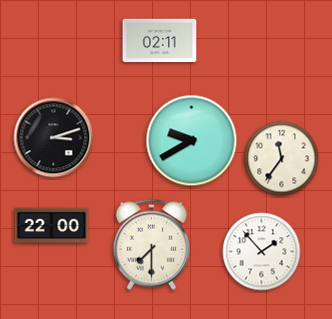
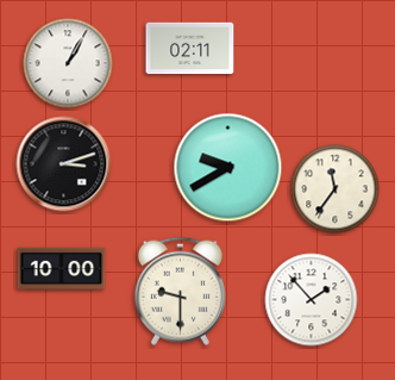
clock at (68, 63): none -> 1:05
clock at (52, 226): 22:00 -> 10:00
clock at (151, 244): 7:30 -> 9:30
